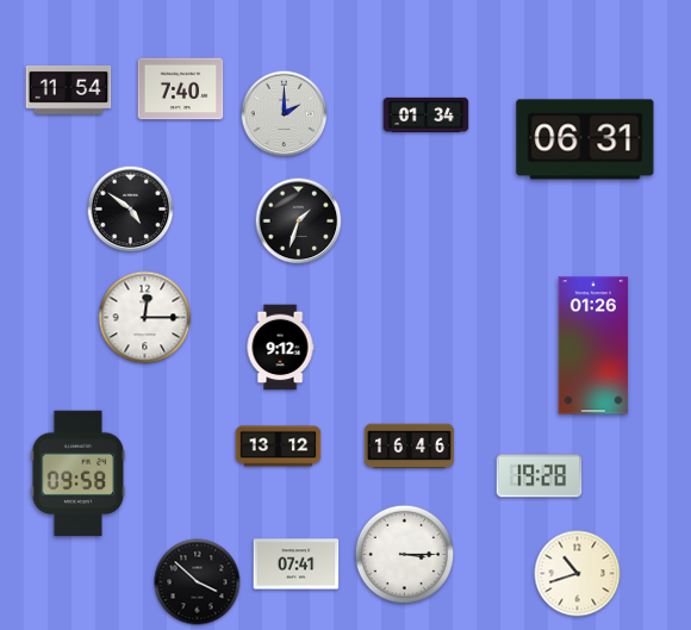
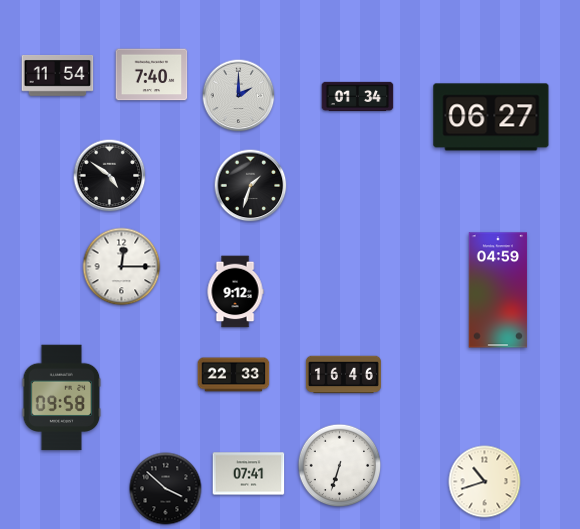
clock at (585, 139): 06:31 -> 06:27
clock at (593, 345): 01:26 -> 04:59
clock at (279, 447): 13:12 -> 22:33
clock at (79, 474) position: (79, 474) -> (62, 398)
clock at (540, 476): 19:28 -> none
clock at (405, 555): 3:15 -> 6:33
